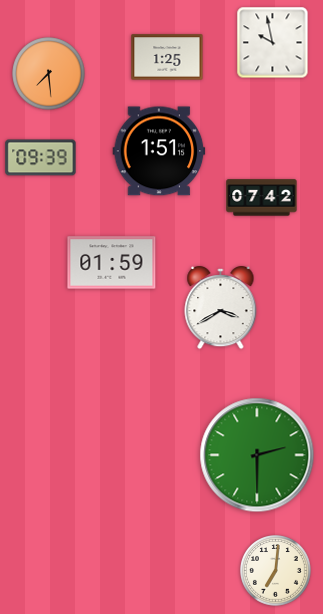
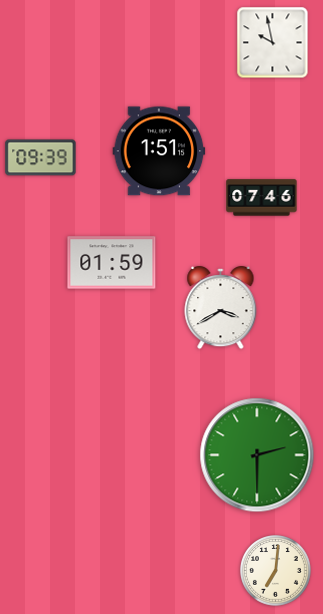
clock at (167, 57): 1:25 -> none
clock at (49, 74): 7:29 -> none
clock at (262, 198): 07:42 -> 07:46
